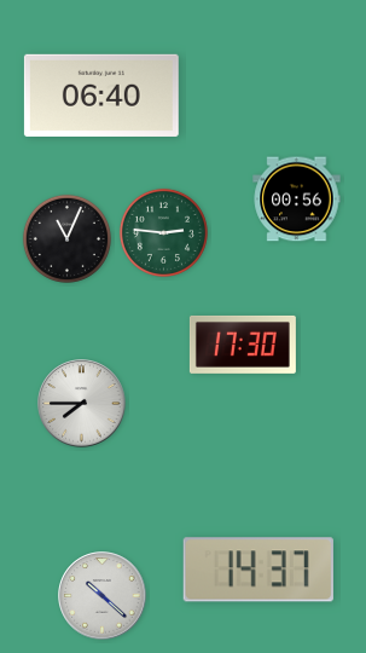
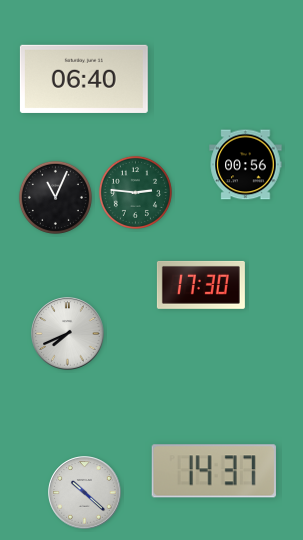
clock at (82, 404): 7:45 -> 7:41
